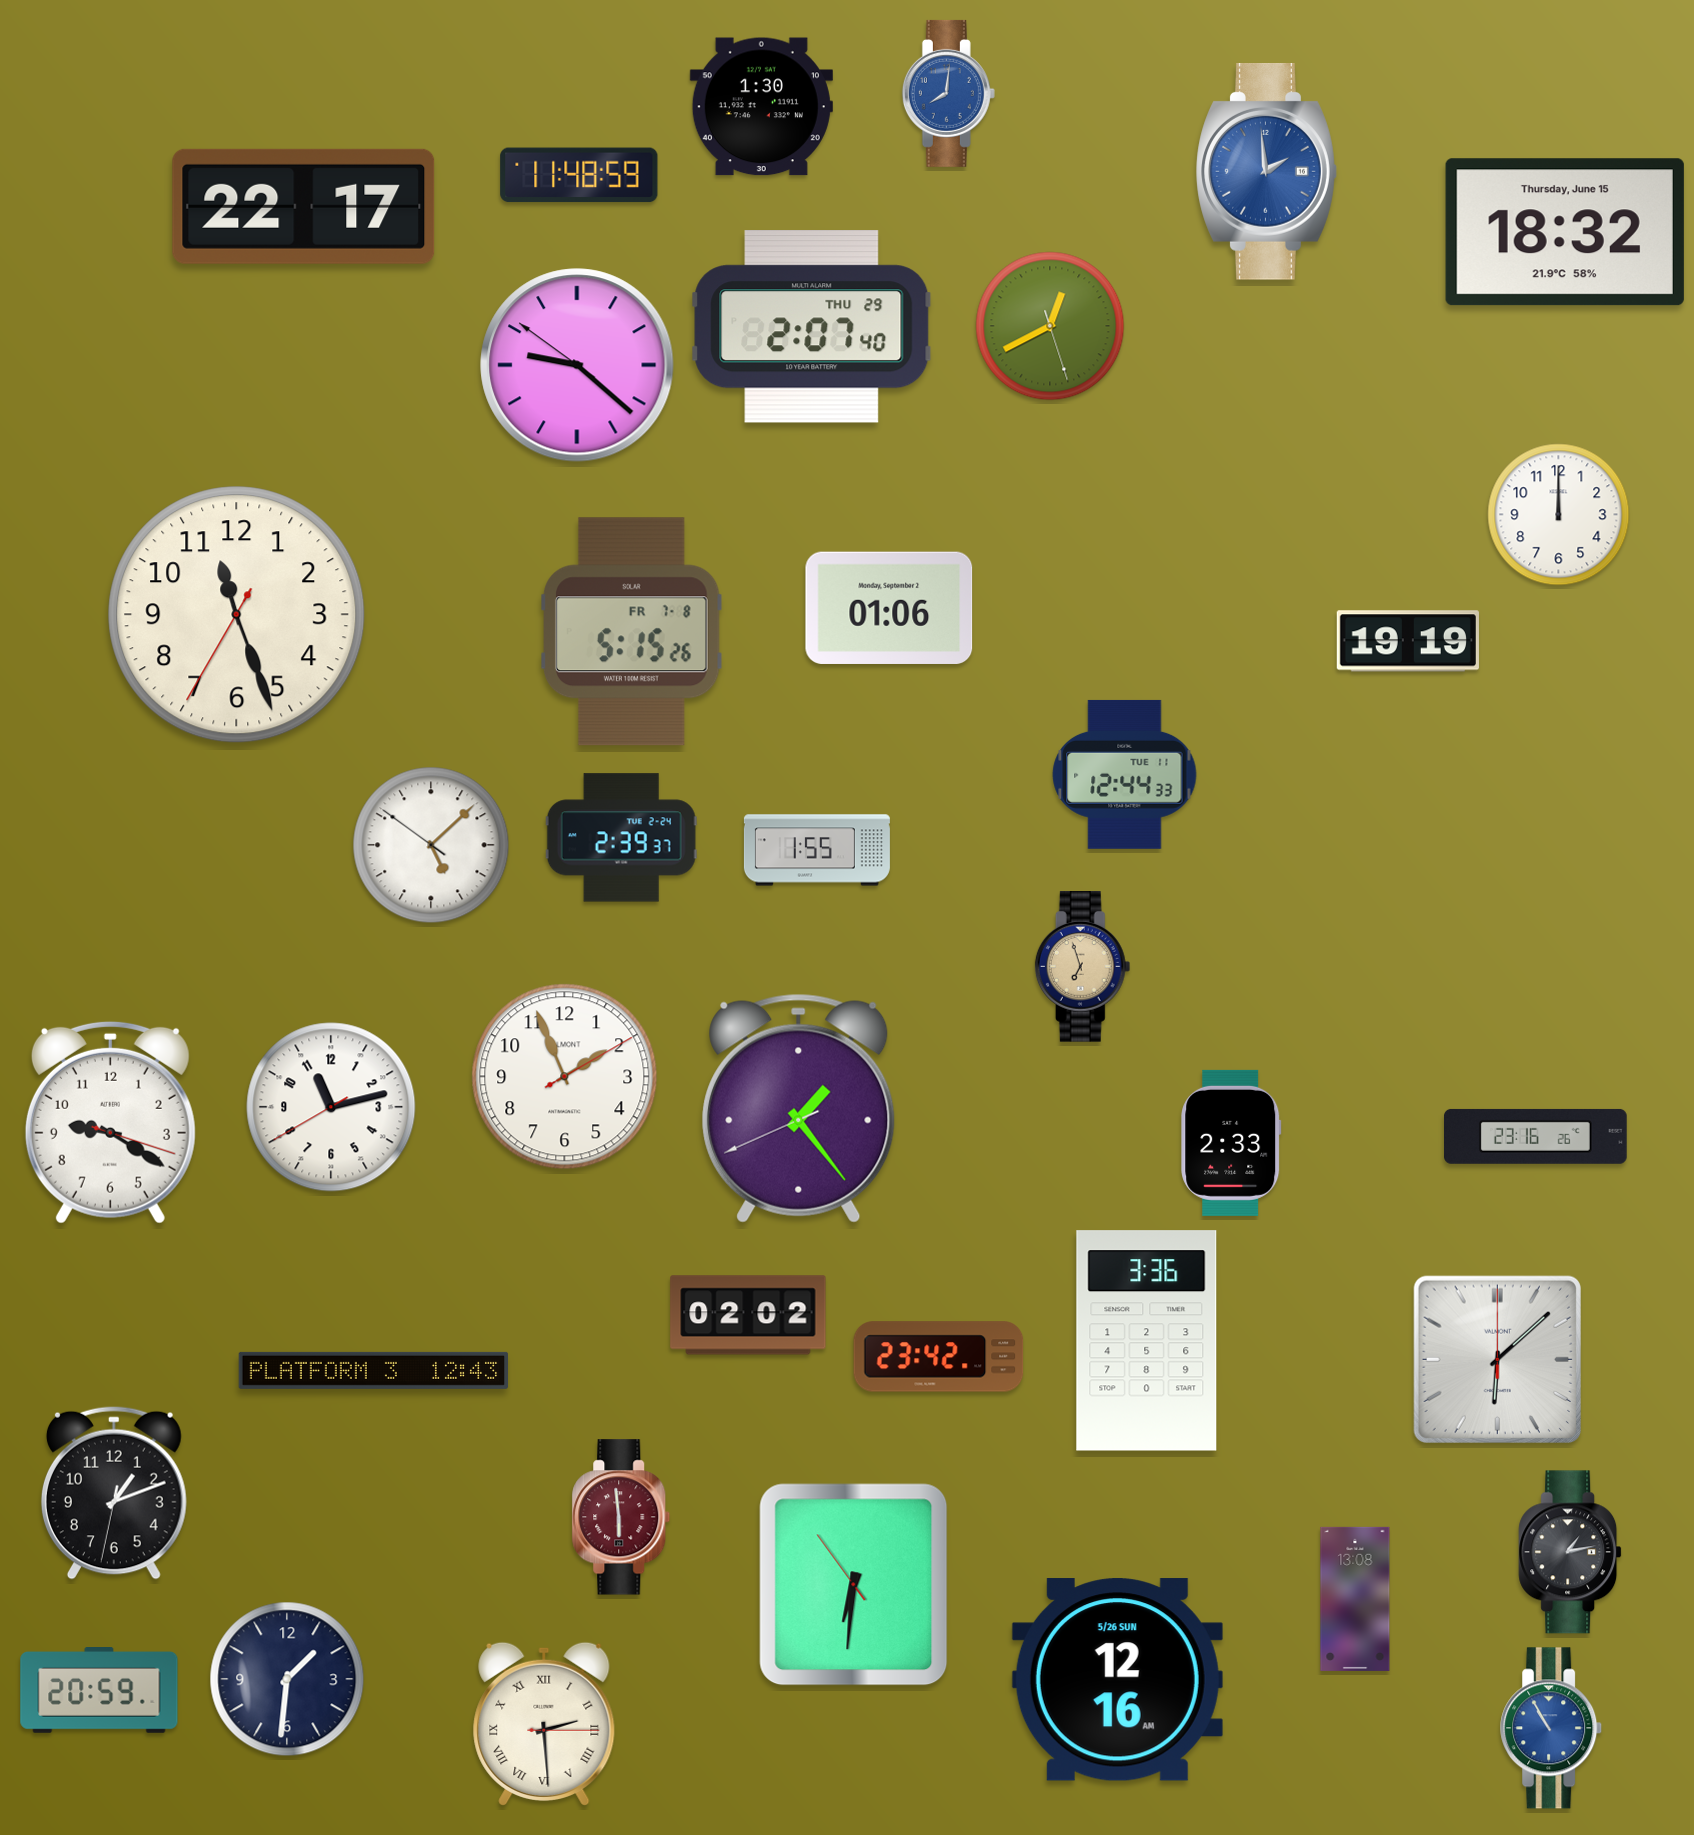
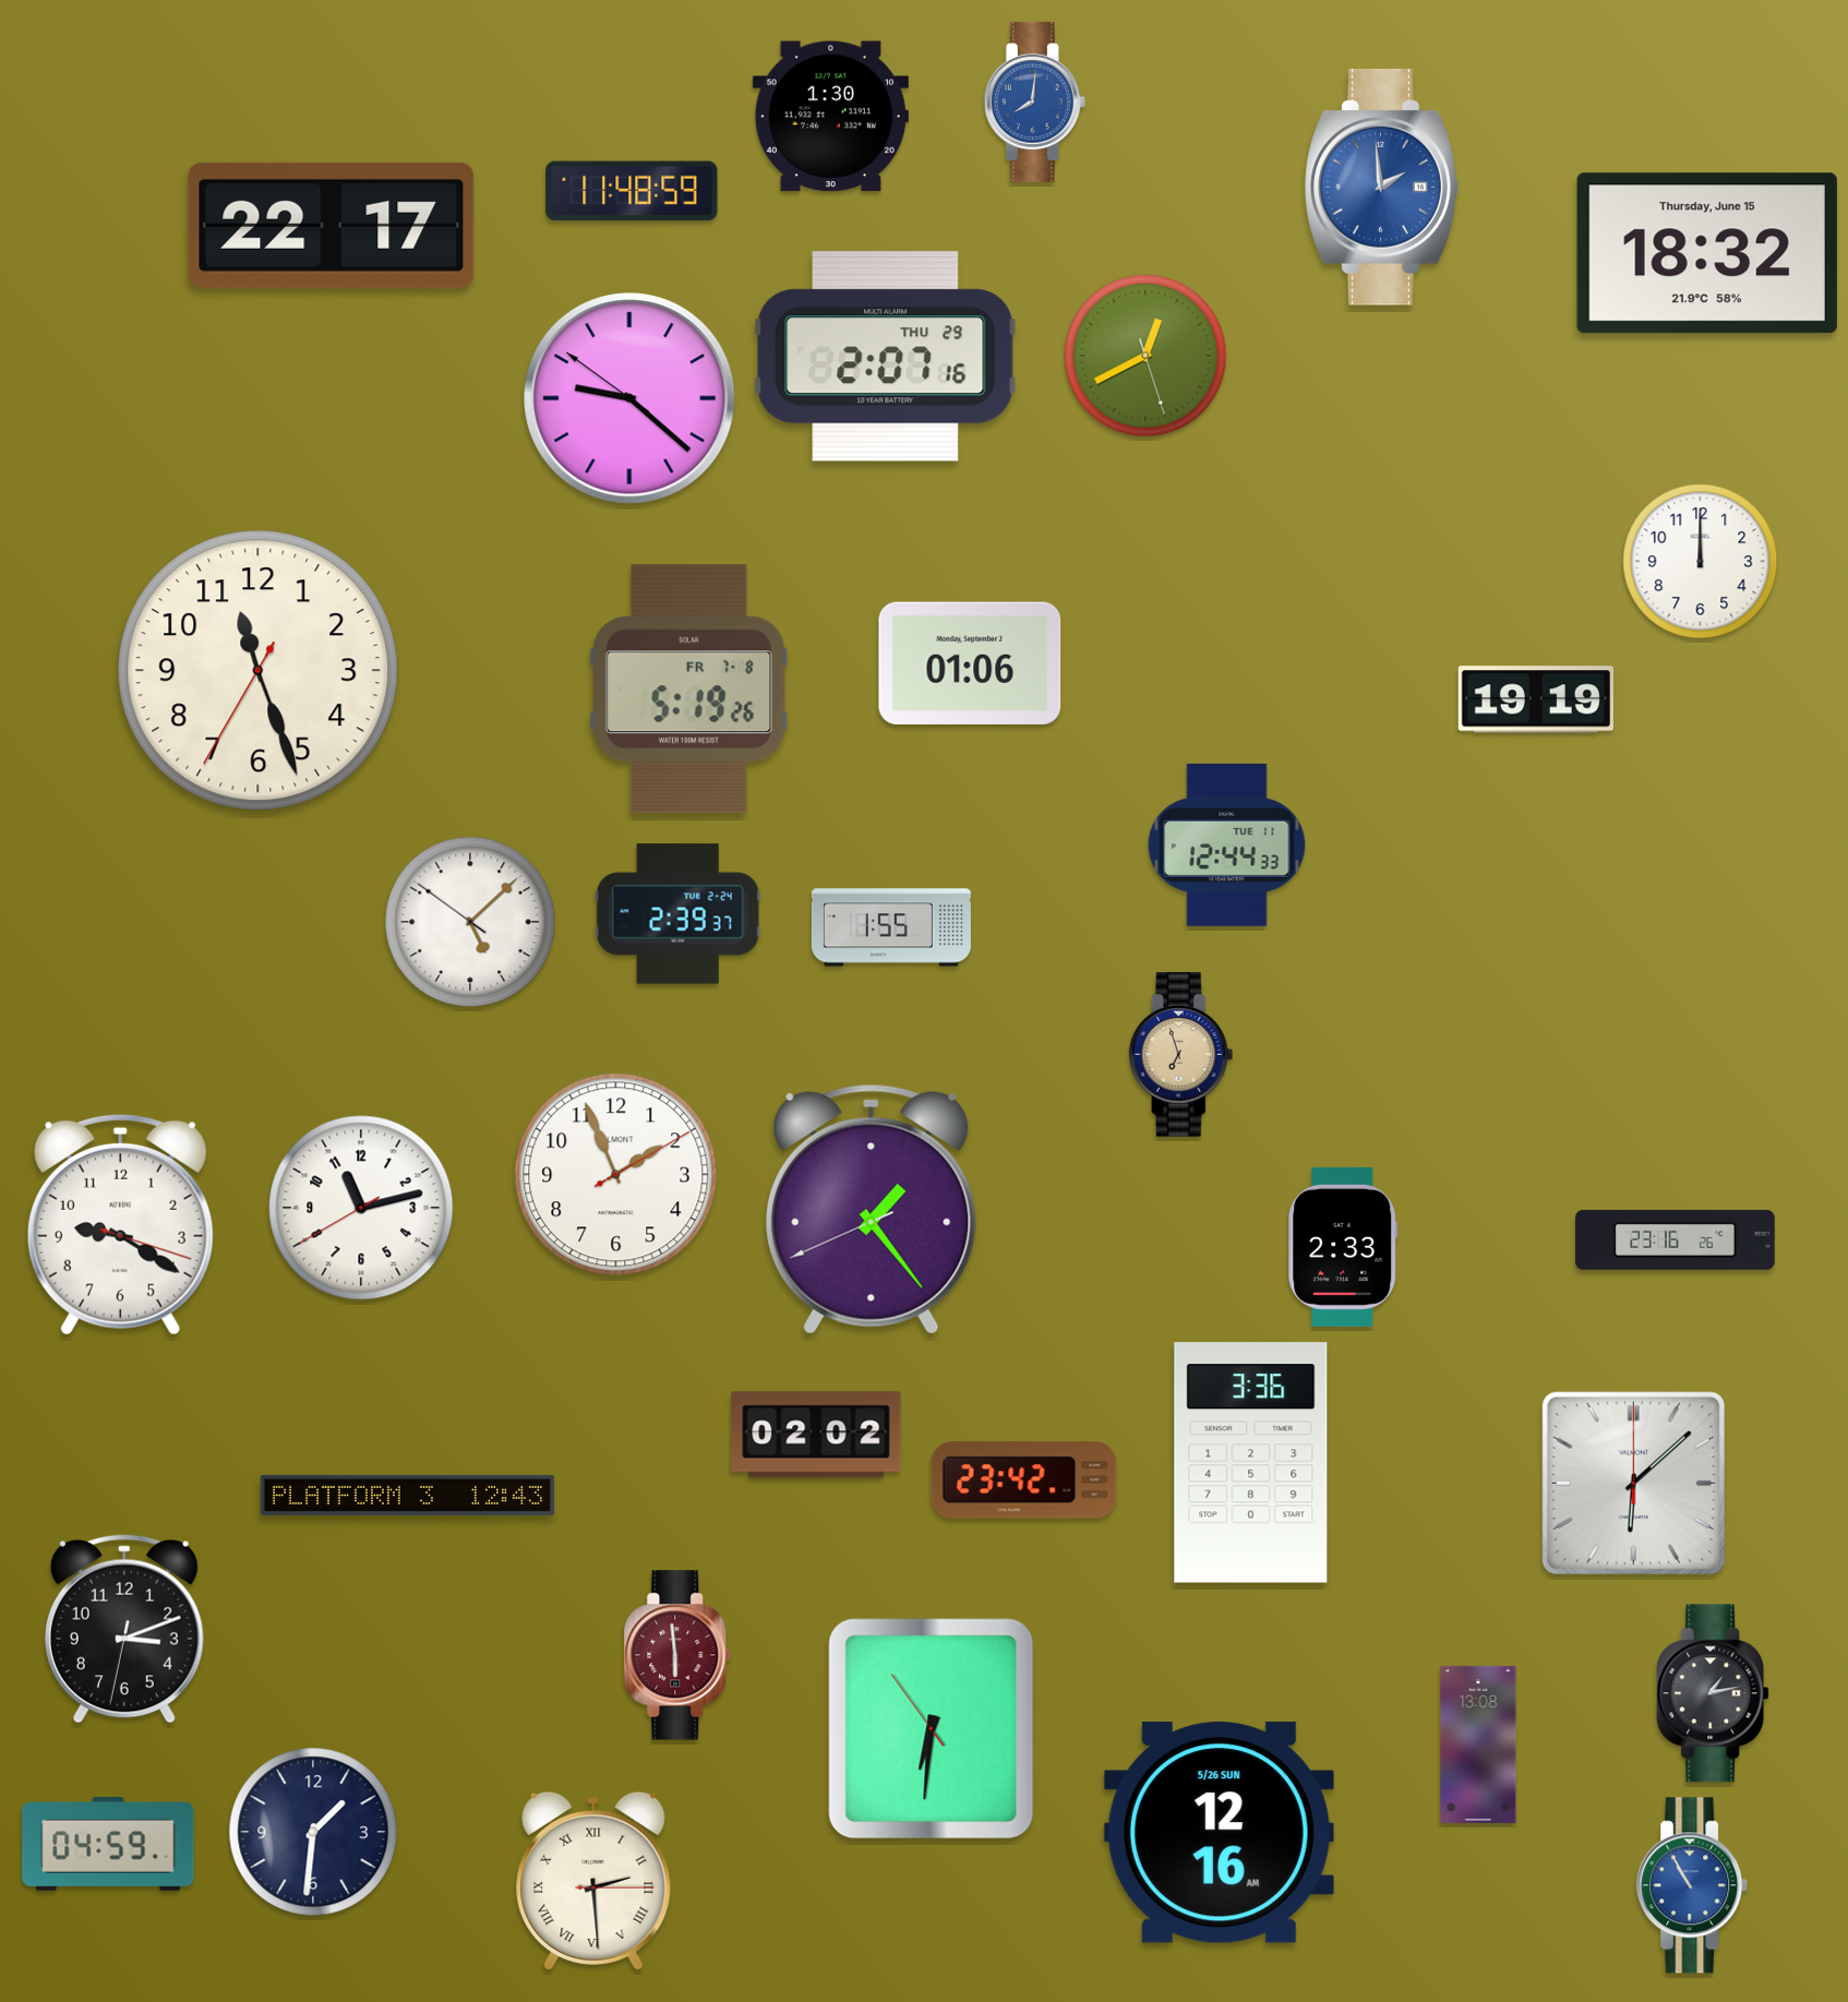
clock at (812, 327): 2:07:40 -> 2:07:16
clock at (632, 632): 5:15 -> 5:19
clock at (114, 1493): 1:11 -> 3:11
clock at (99, 1691): 20:59 -> 04:59
